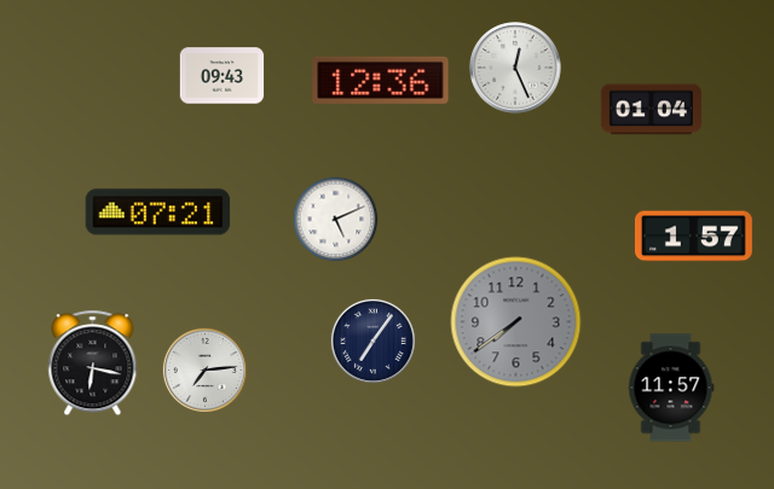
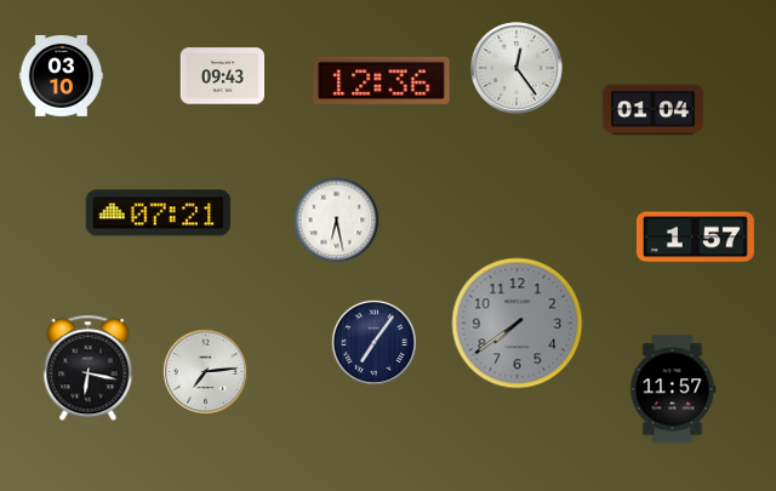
clock at (515, 68): 12:26 -> 12:24
clock at (62, 76): none -> 03:10
clock at (336, 220): 5:11 -> 6:28
clock at (93, 363) position: (93, 363) -> (89, 369)
